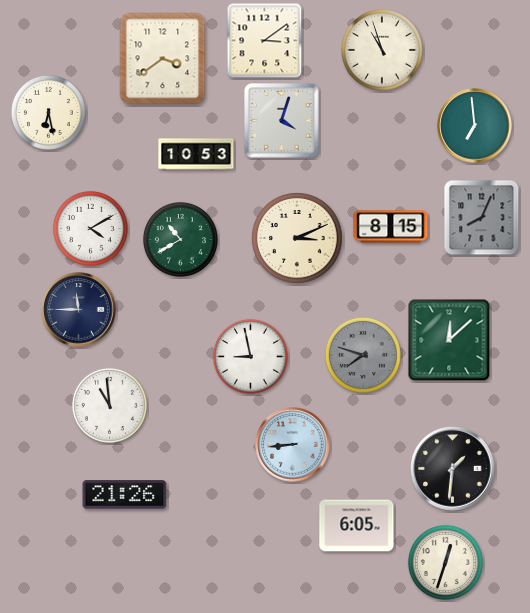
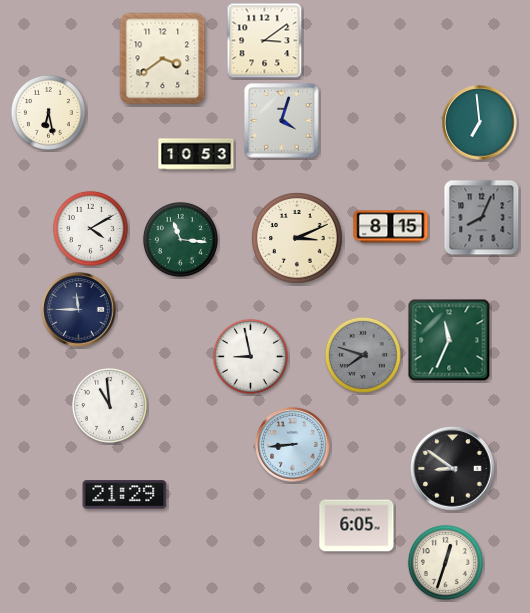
clock at (383, 51): 10:57 -> none
clock at (475, 126) position: (475, 126) -> (480, 123)
clock at (180, 239): 10:40 -> 11:16
clock at (449, 340): 12:08 -> 11:34
clock at (453, 469): 1:31 -> 8:51
clock at (125, 495): 21:26 -> 21:29
